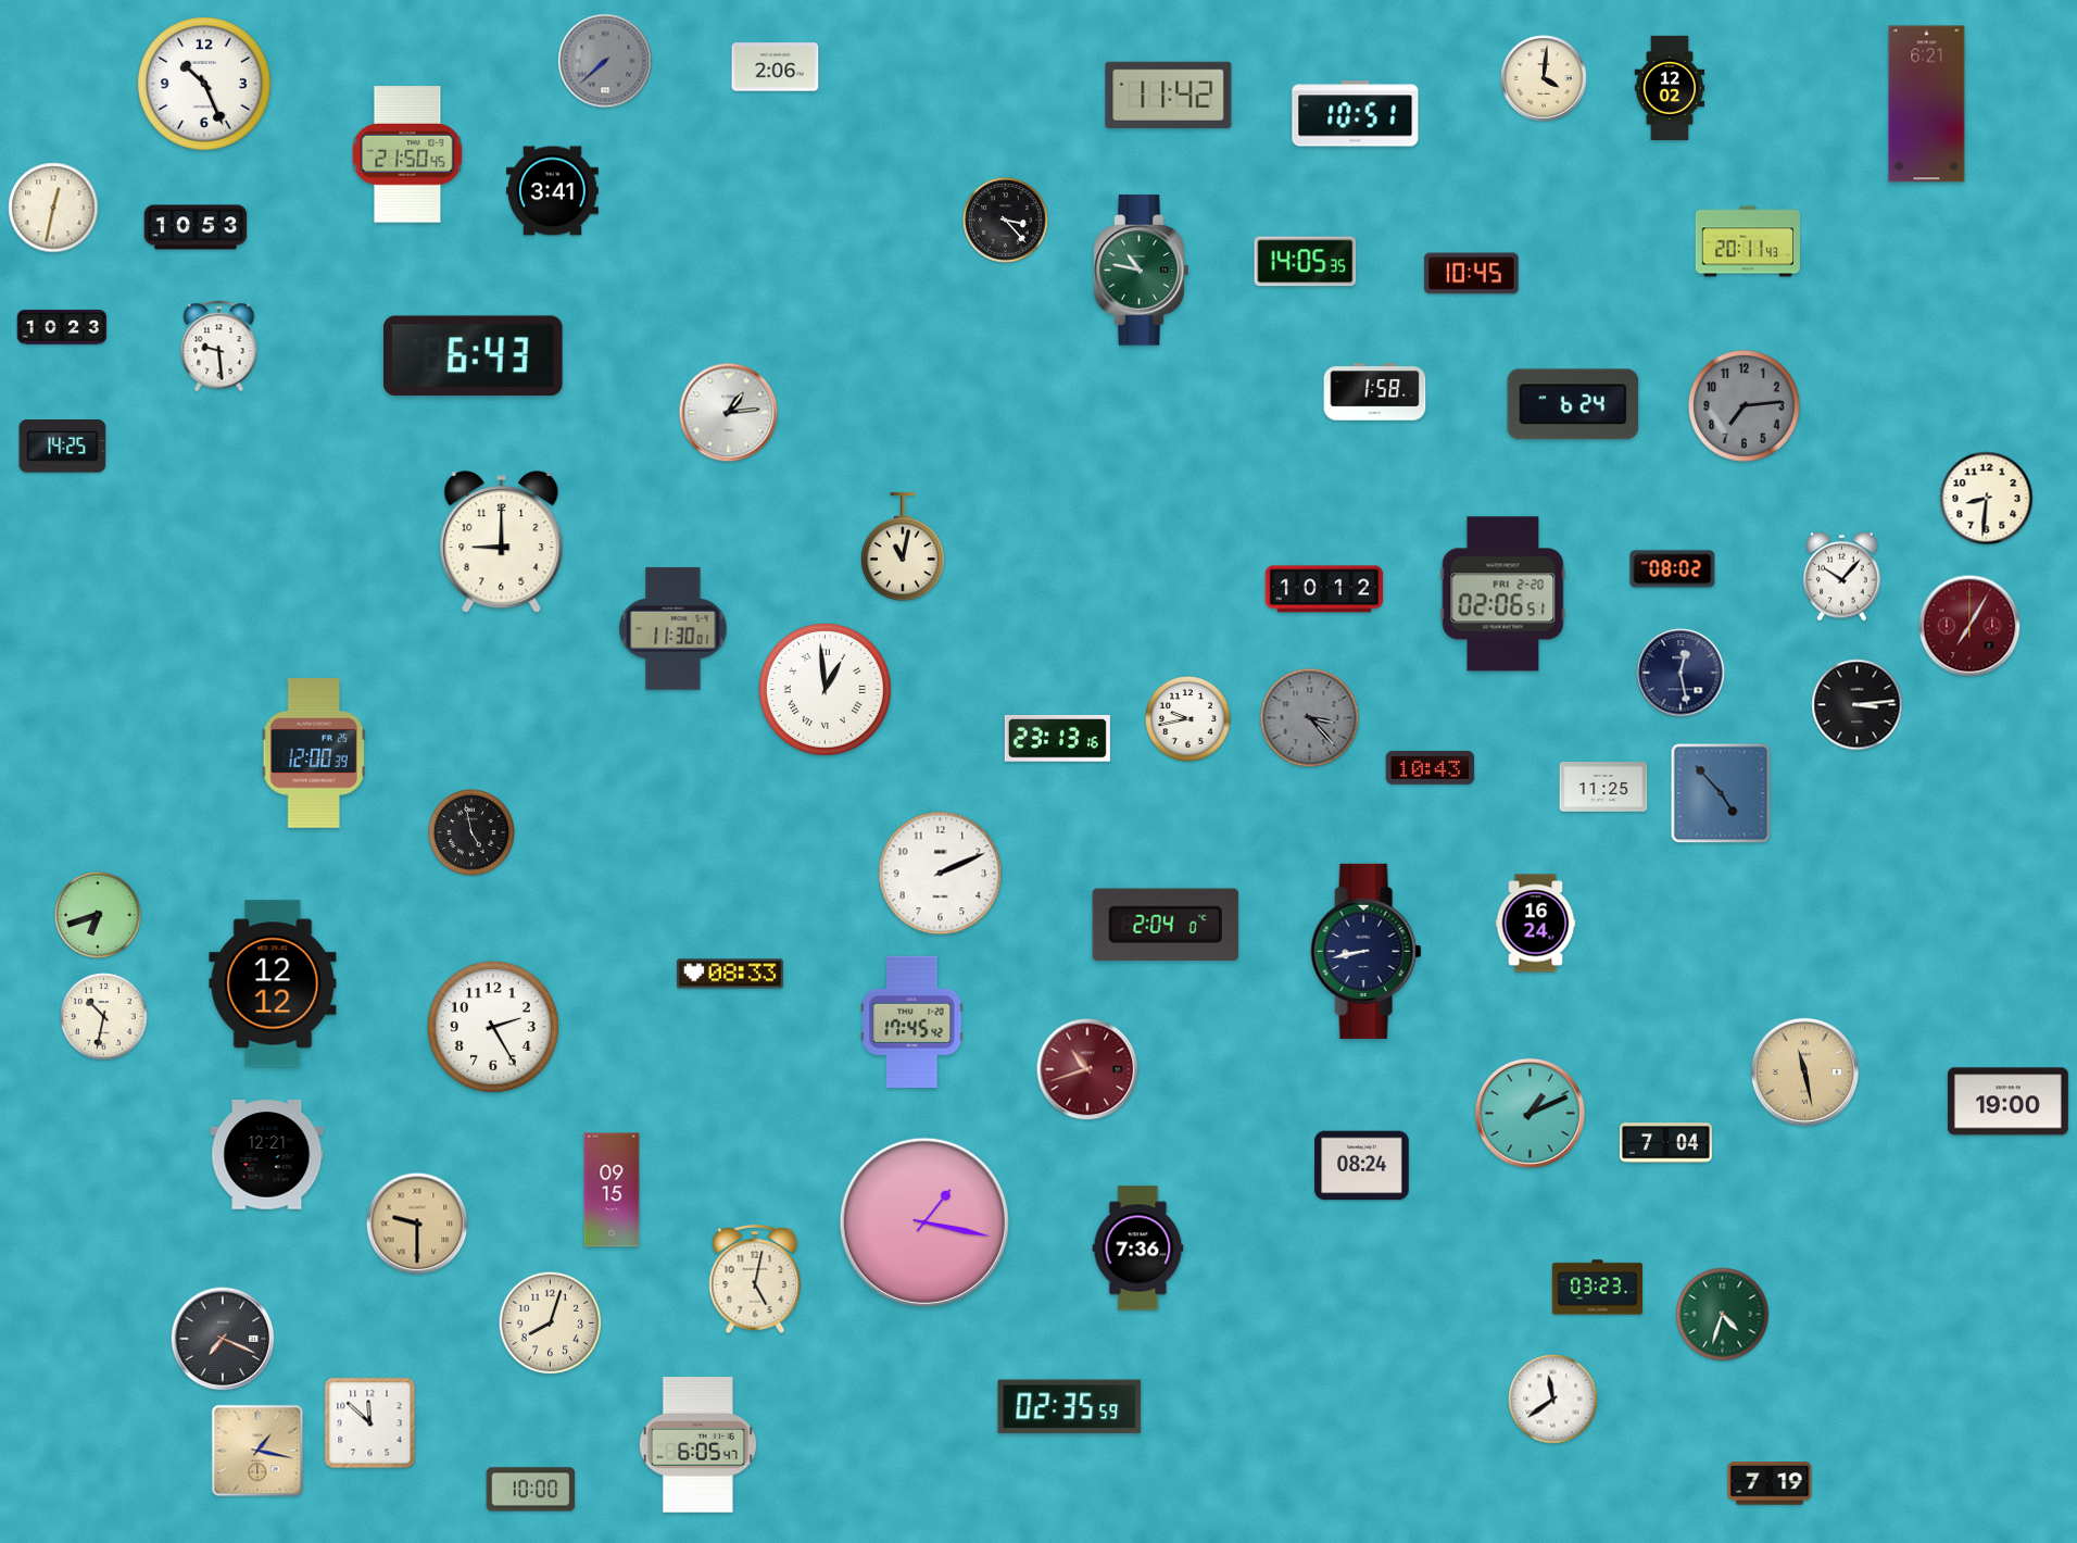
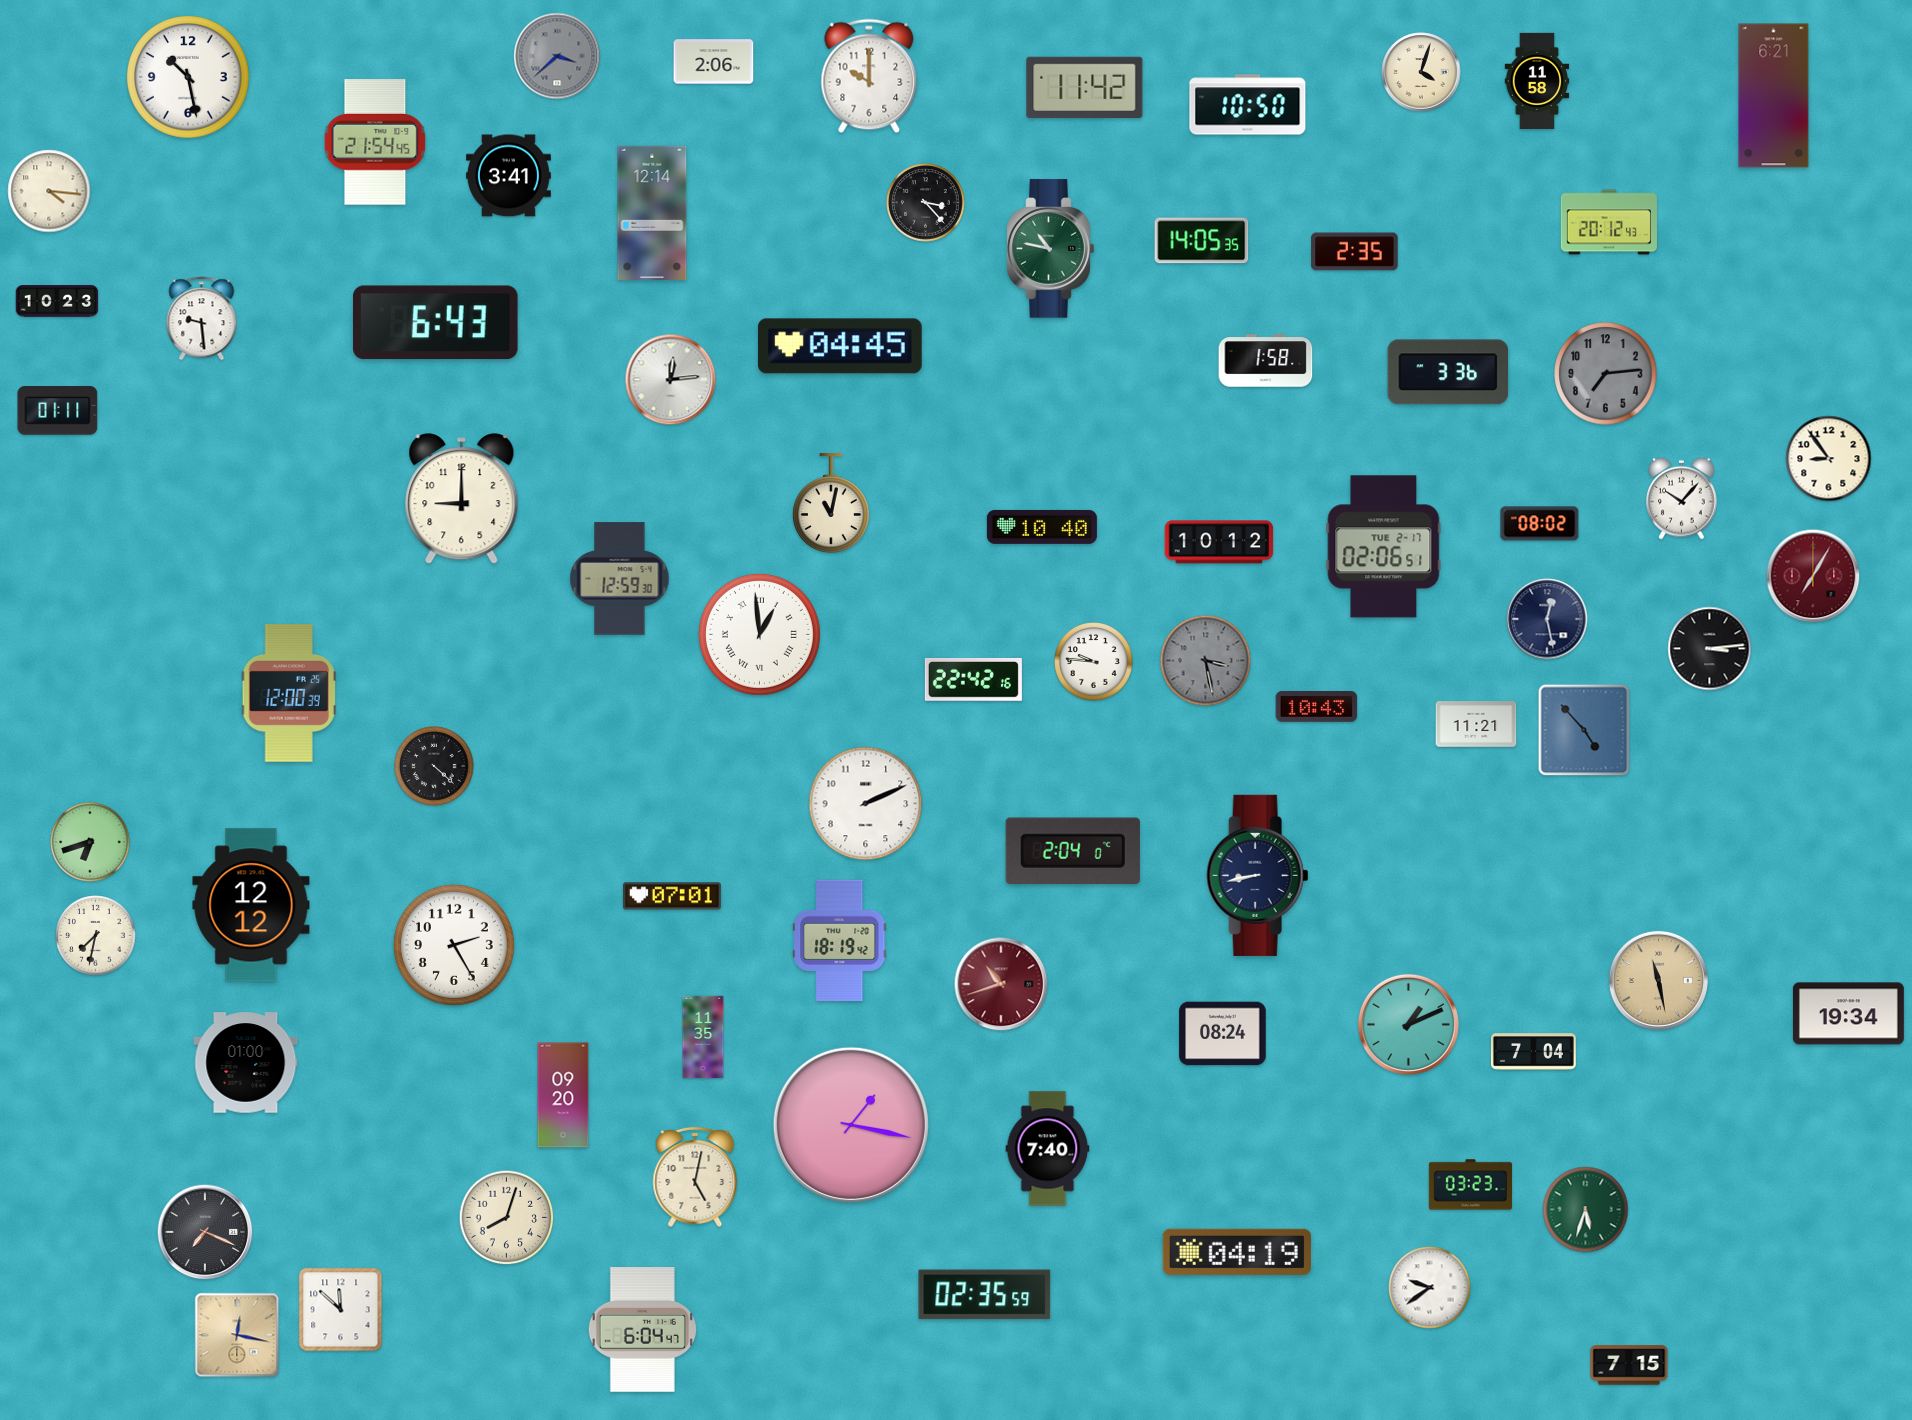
clock at (605, 61): 7:38 -> 3:38
clock at (1544, 78): 4:01 -> 4:03
clock at (869, 76): none -> 10:00
clock at (205, 85): 10:26 -> 10:28
clock at (1670, 87): 12:02 -> 11:58
clock at (1169, 95) position: (1169, 95) -> (1085, 87)
clock at (1356, 114): 10:51 -> 10:50
clock at (407, 154): 21:50 -> 21:54
clock at (53, 208): 12:32 -> 4:16
clock at (196, 227): 10:53 -> none
clock at (652, 213): none -> 12:14
clock at (1747, 241): 20:11 -> 20:12
clock at (1472, 274): 10:45 -> 2:35
clock at (473, 356) position: (473, 356) -> (435, 323)
clock at (840, 346): none -> 04:45
clock at (1573, 404): 6:24 -> 3:36
clock at (729, 413): 1:14 -> 12:14
clock at (63, 447): 14:25 -> 01:11
clock at (1987, 499): 8:31 -> 8:54
clock at (1042, 527): none -> 10:40
clock at (1842, 576) position: (1842, 576) -> (1682, 498)
clock at (1503, 594) date: FRI 2-20 -> TUE 2-17
clock at (674, 629): 11:30 -> 12:59
clock at (1310, 718): 3:23 -> 3:28
clock at (1188, 719): 9:43 -> 9:46
clock at (1057, 739): 23:13 -> 22:42
clock at (1603, 788): 11:25 -> 11:21
clock at (471, 832): 4:58 -> 4:22
clock at (1536, 924): 16:24 -> none
clock at (730, 974): 08:33 -> 07:01
clock at (104, 1017): 10:32 -> 7:32
clock at (912, 1023): 17:45 -> 18:19
clock at (1804, 1071) position: (1804, 1071) -> (1658, 980)
clock at (2007, 1102): 19:00 -> 19:34
clock at (703, 1037): none -> 11:35
clock at (267, 1155): 12:21 -> 01:00
clock at (1362, 1166) position: (1362, 1166) -> (1223, 1034)
clock at (612, 1190): 09:15 -> 09:20
clock at (417, 1224): 9:30 -> none
clock at (1138, 1249): 7:36 -> 7:40
clock at (1723, 1315): 4:33 -> 5:33
clock at (1237, 1252): none -> 04:19
clock at (1553, 1400): 11:39 -> 9:39
clock at (697, 1445): 6:05 -> 6:04
clock at (257, 1451): 1:17 -> 12:17
clock at (1770, 1483): 7:19 -> 7:15
clock at (531, 1490): 10:00 -> none
